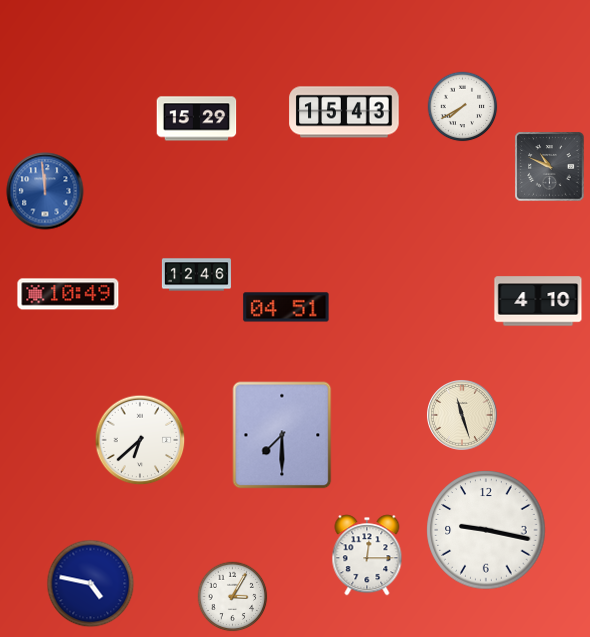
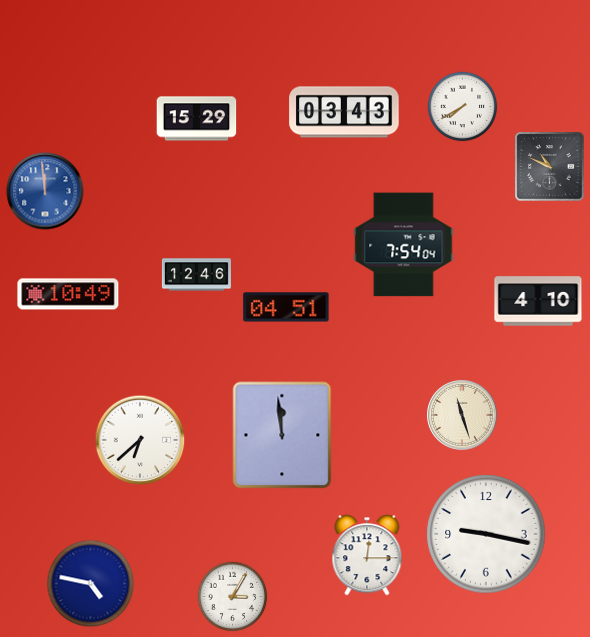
clock at (344, 112): 15:43 -> 03:43
clock at (404, 245): none -> 7:54
clock at (282, 435): 7:30 -> 11:59
clock at (486, 530) position: (486, 530) -> (486, 534)
